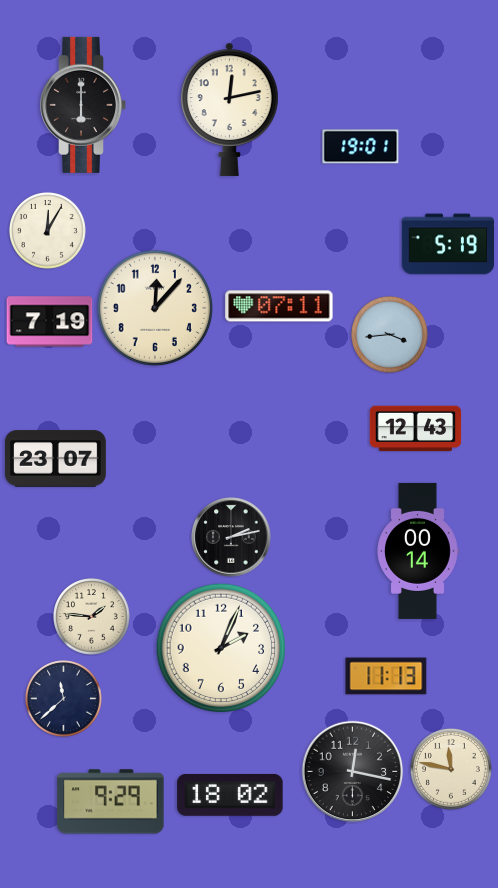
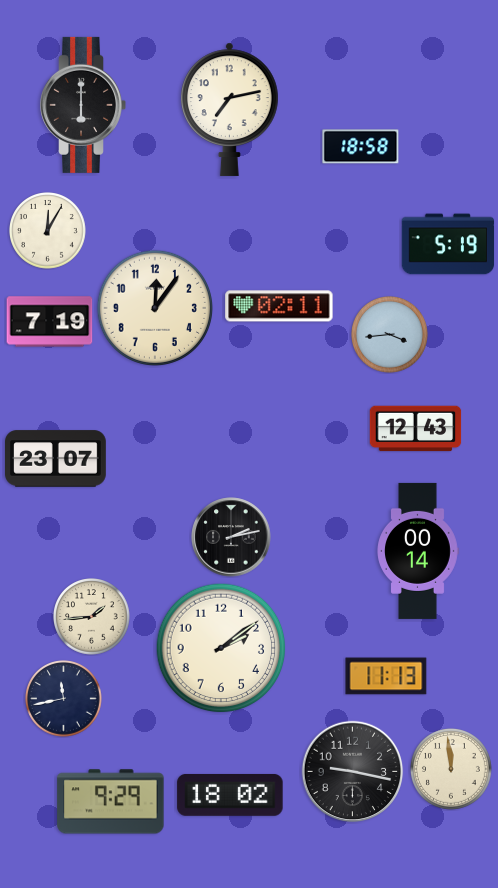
clock at (229, 109): 12:13 -> 7:13
clock at (361, 147): 19:01 -> 18:58
clock at (279, 306): 07:11 -> 02:11
clock at (154, 307): 12:07 -> 12:06
clock at (92, 617): 1:46 -> 1:44
clock at (221, 648): 2:04 -> 2:09
clock at (64, 699): 11:38 -> 11:43
clock at (451, 769): 11:47 -> 11:59
clock at (353, 772): 12:17 -> 9:17
